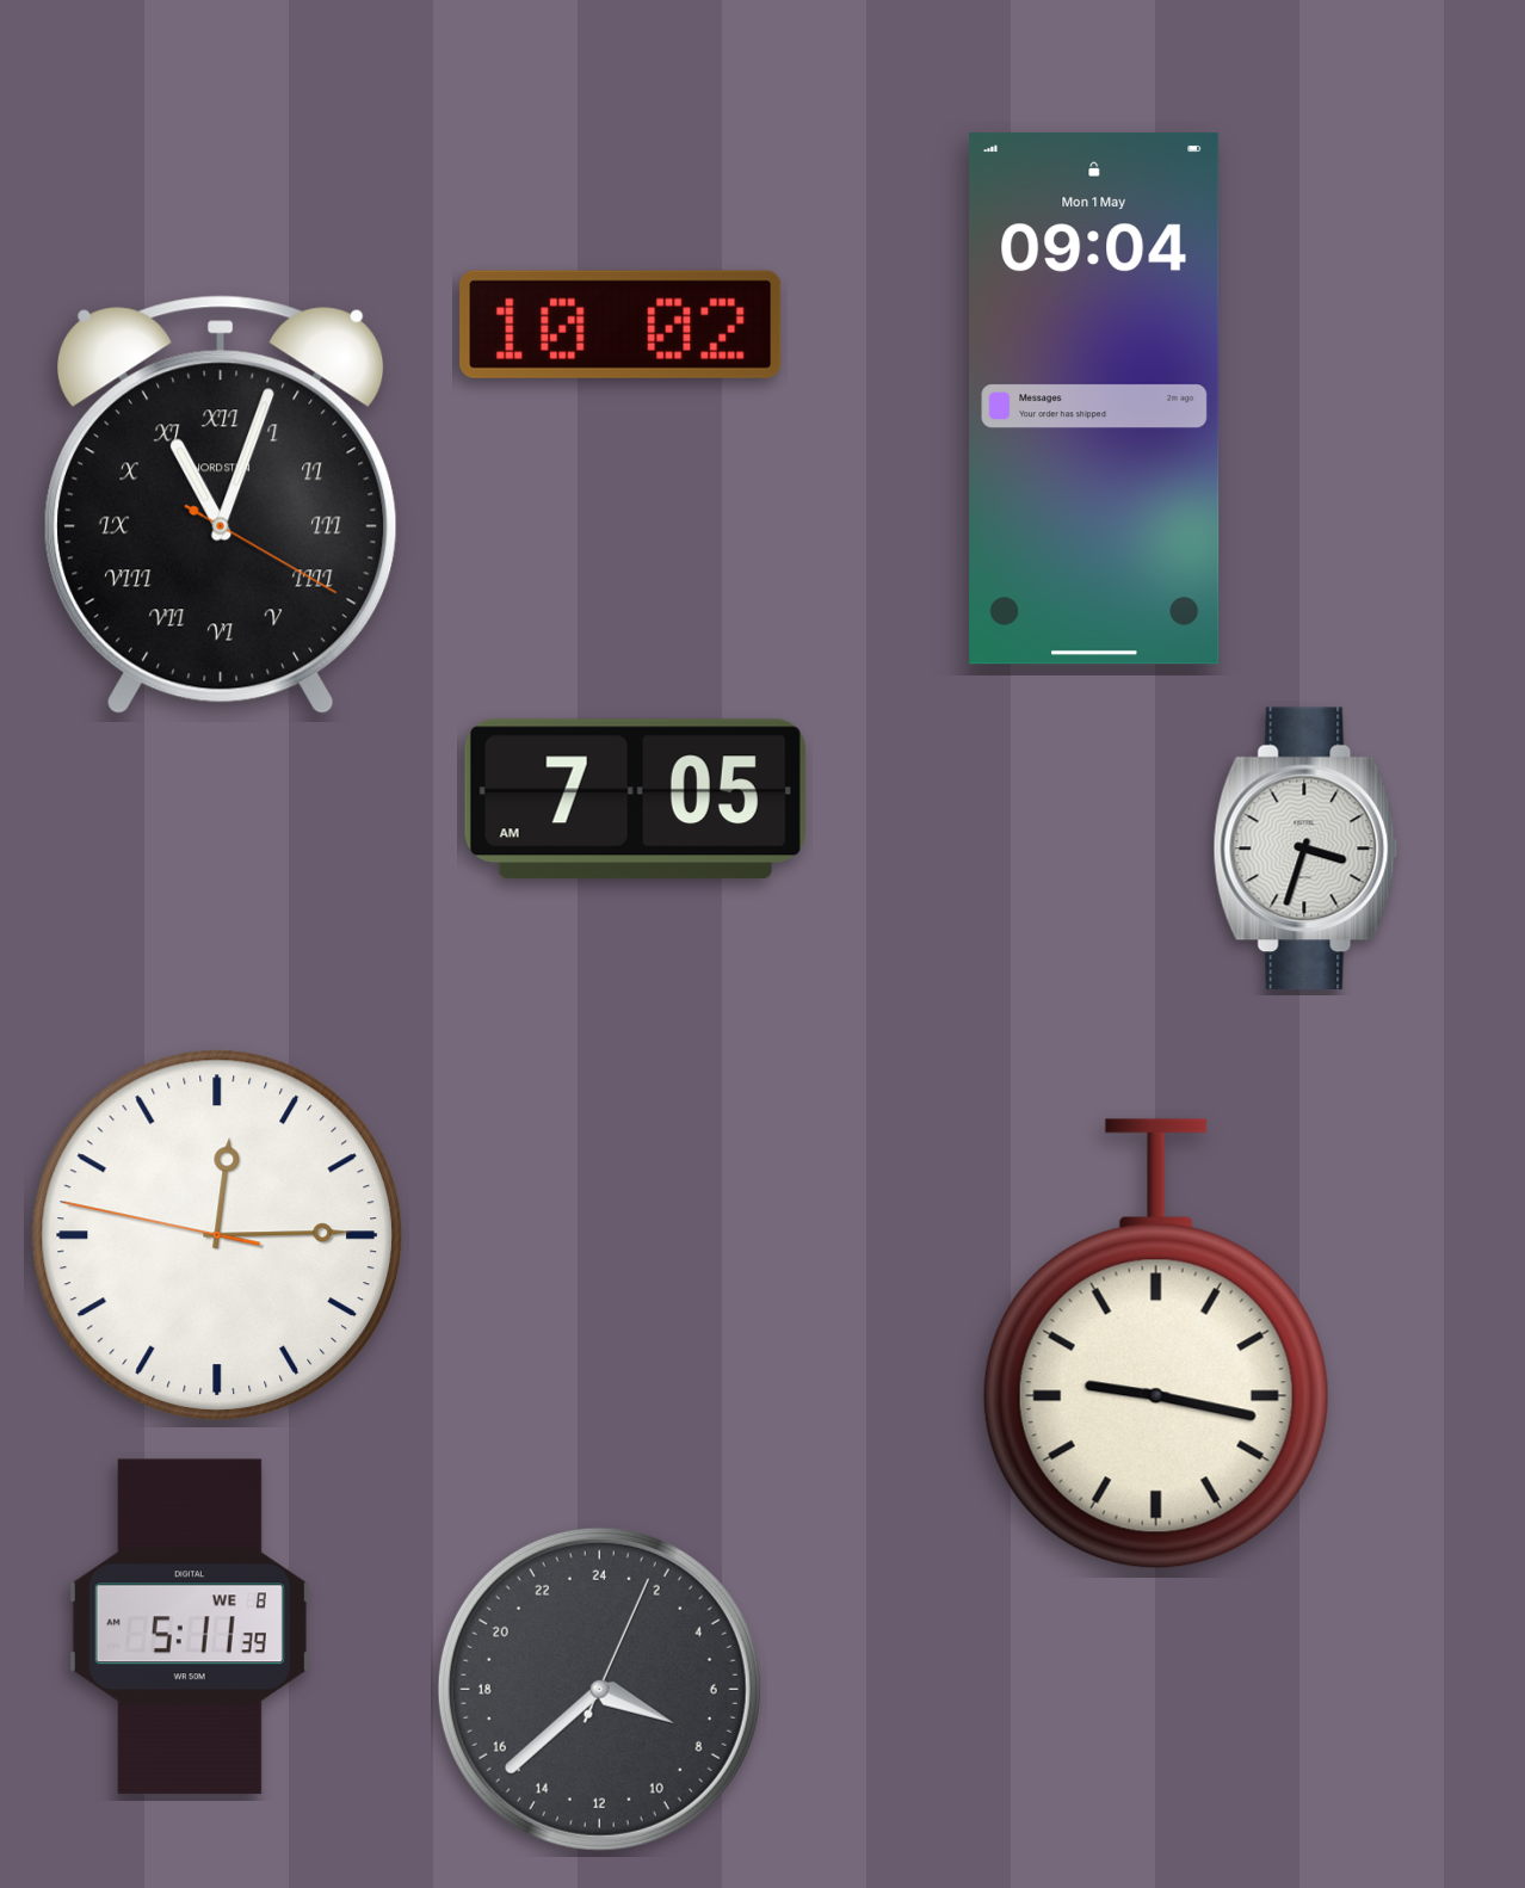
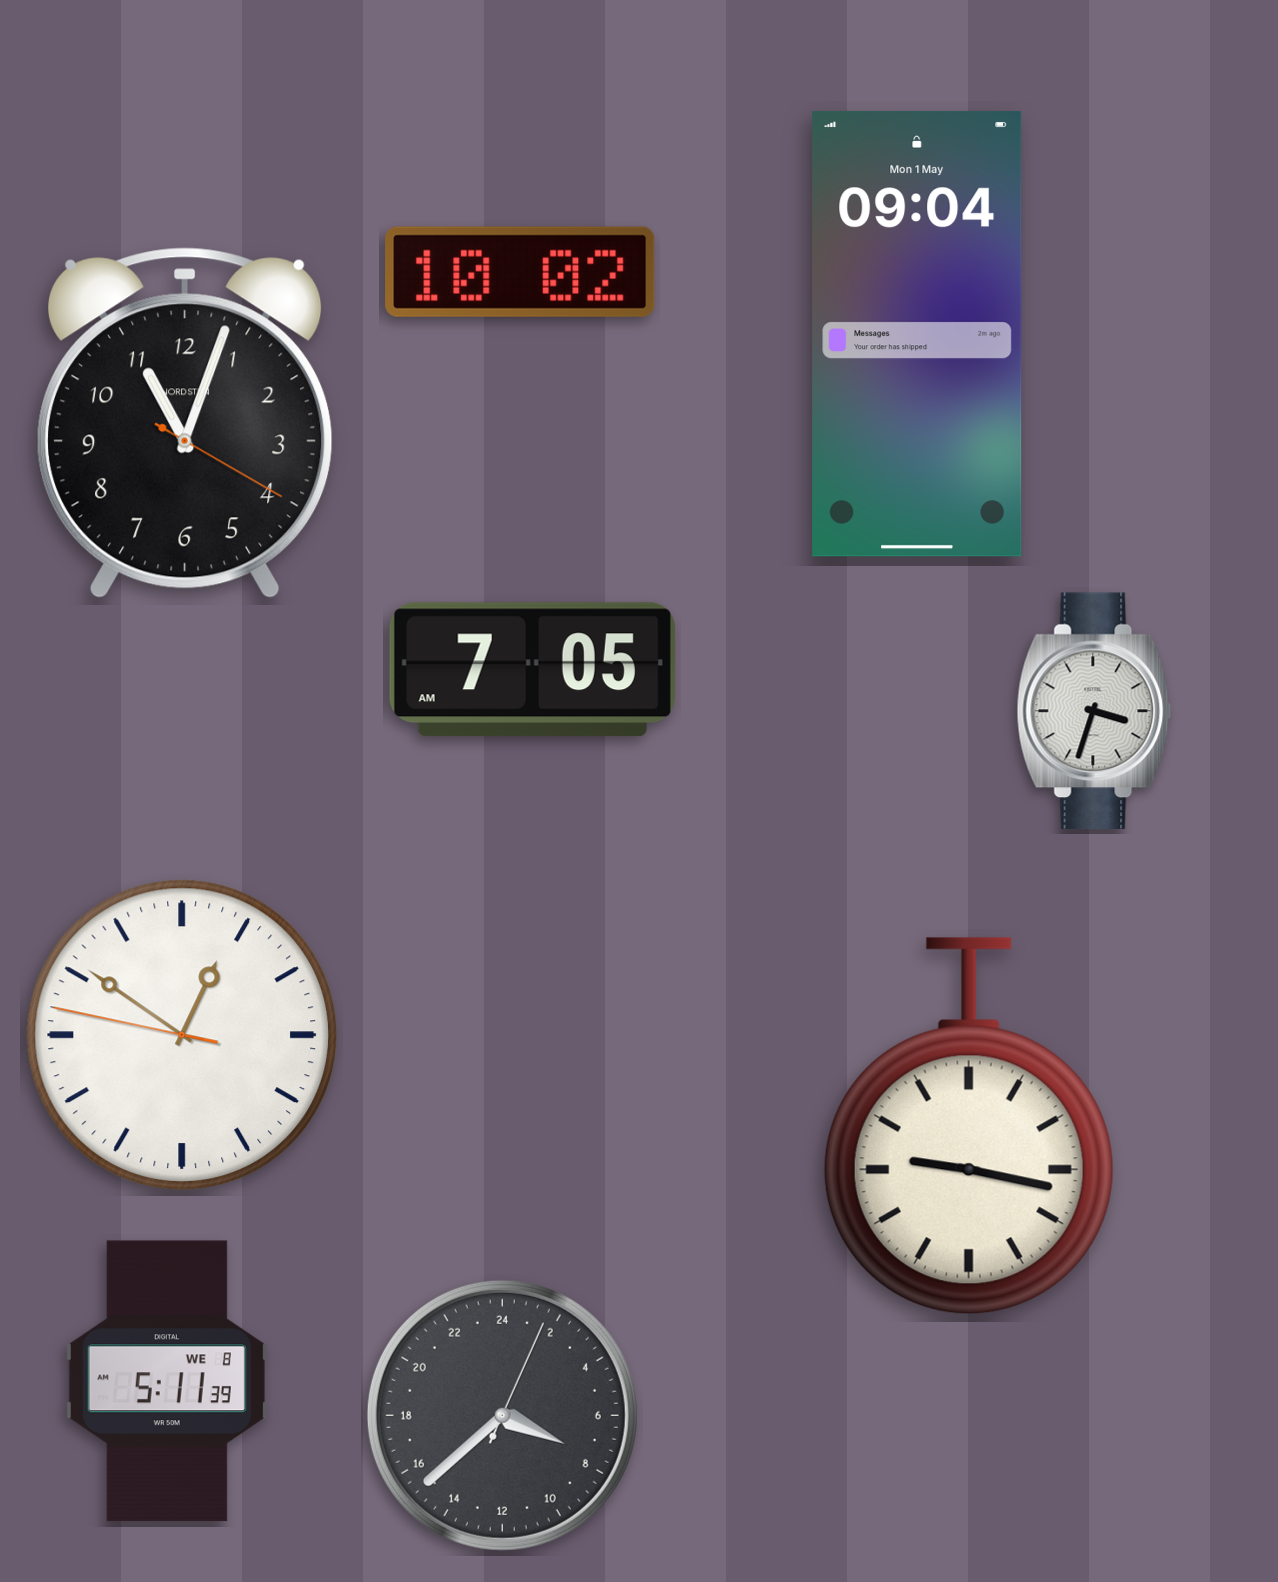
clock at (222, 505) numerals: Roman -> Arabic
clock at (216, 1234): 12:14 -> 12:50
clock at (190, 1627) position: (190, 1627) -> (167, 1381)
